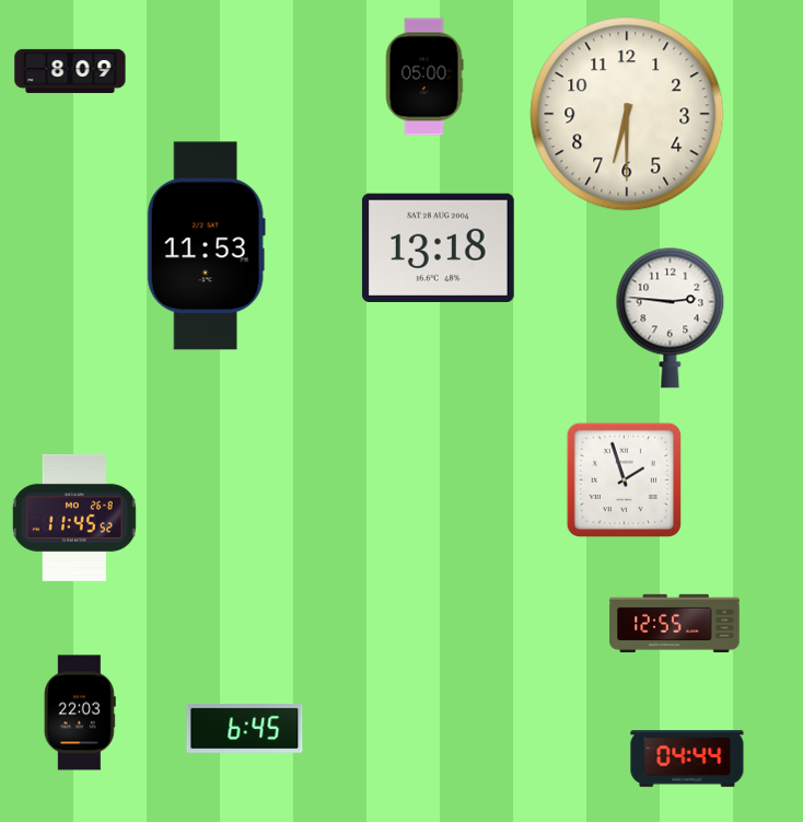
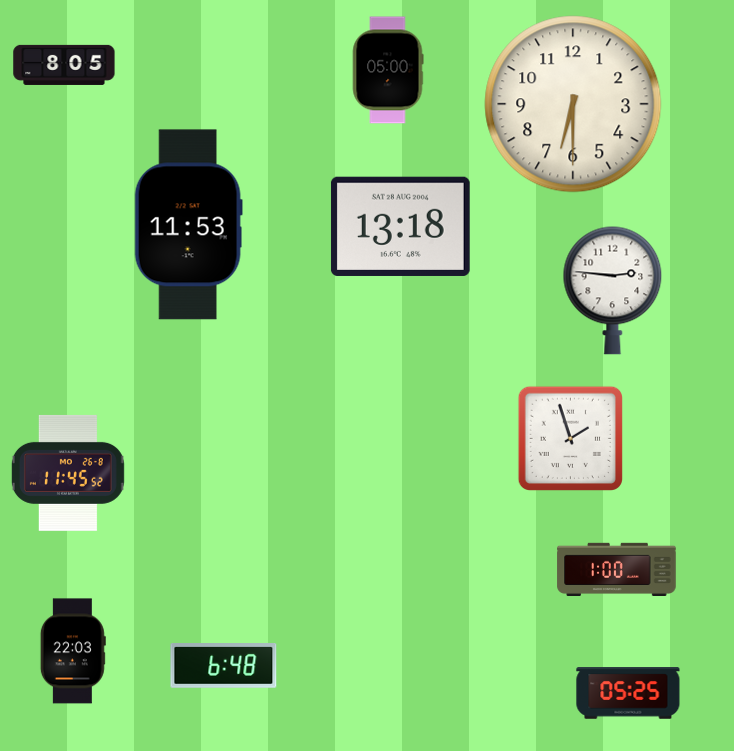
clock at (70, 71): 8:09 -> 8:05
clock at (675, 623): 12:55 -> 1:00
clock at (245, 729): 6:45 -> 6:48
clock at (687, 759): 04:44 -> 05:25
